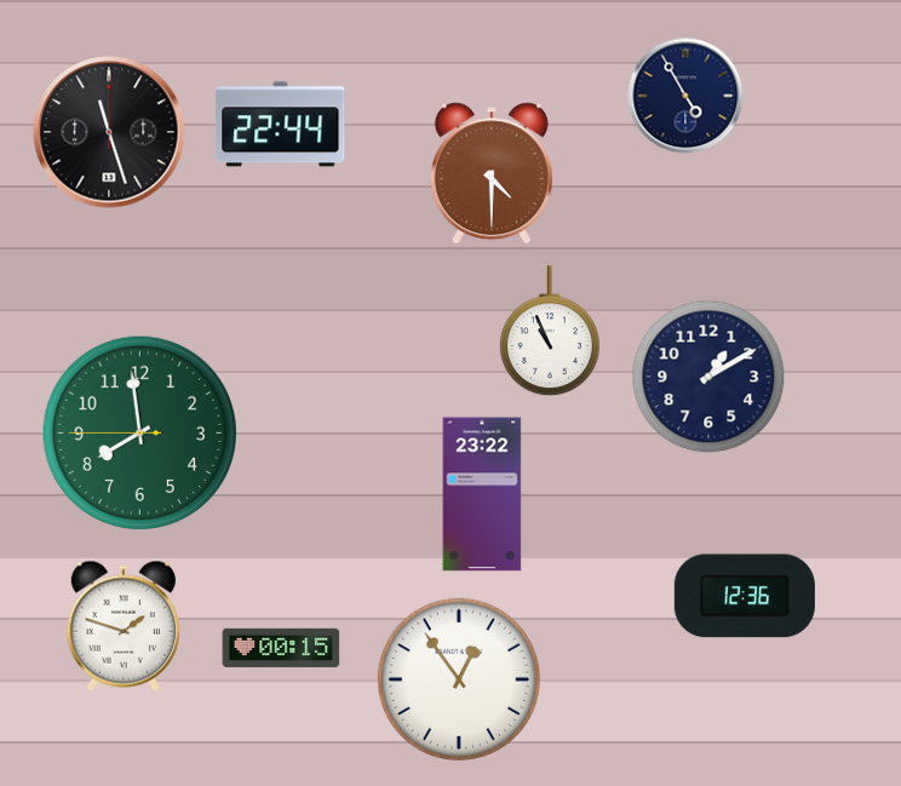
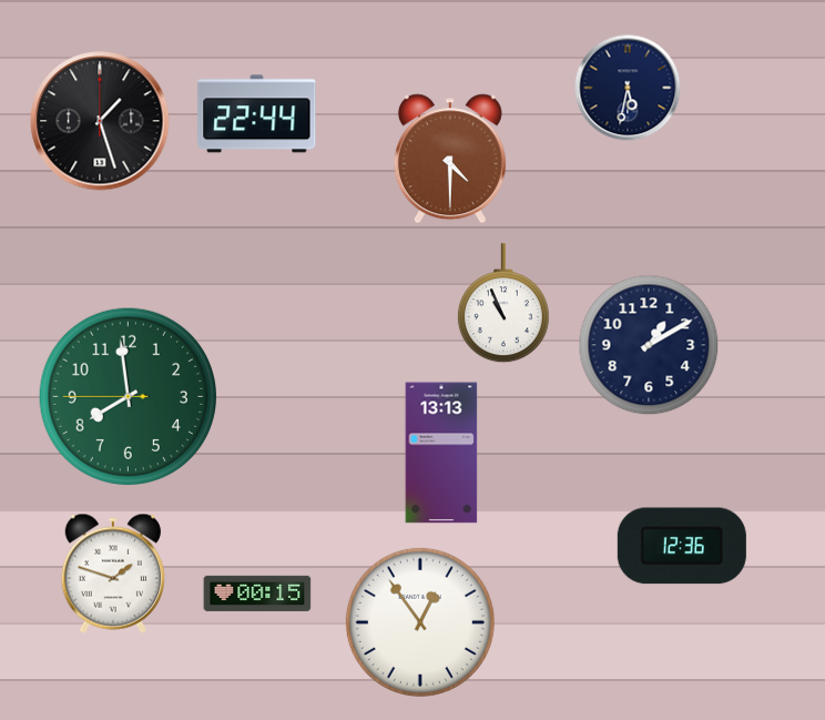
clock at (685, 96): 4:55 -> 5:32
clock at (109, 132): 11:27 -> 1:27
clock at (482, 494): 23:22 -> 13:13
